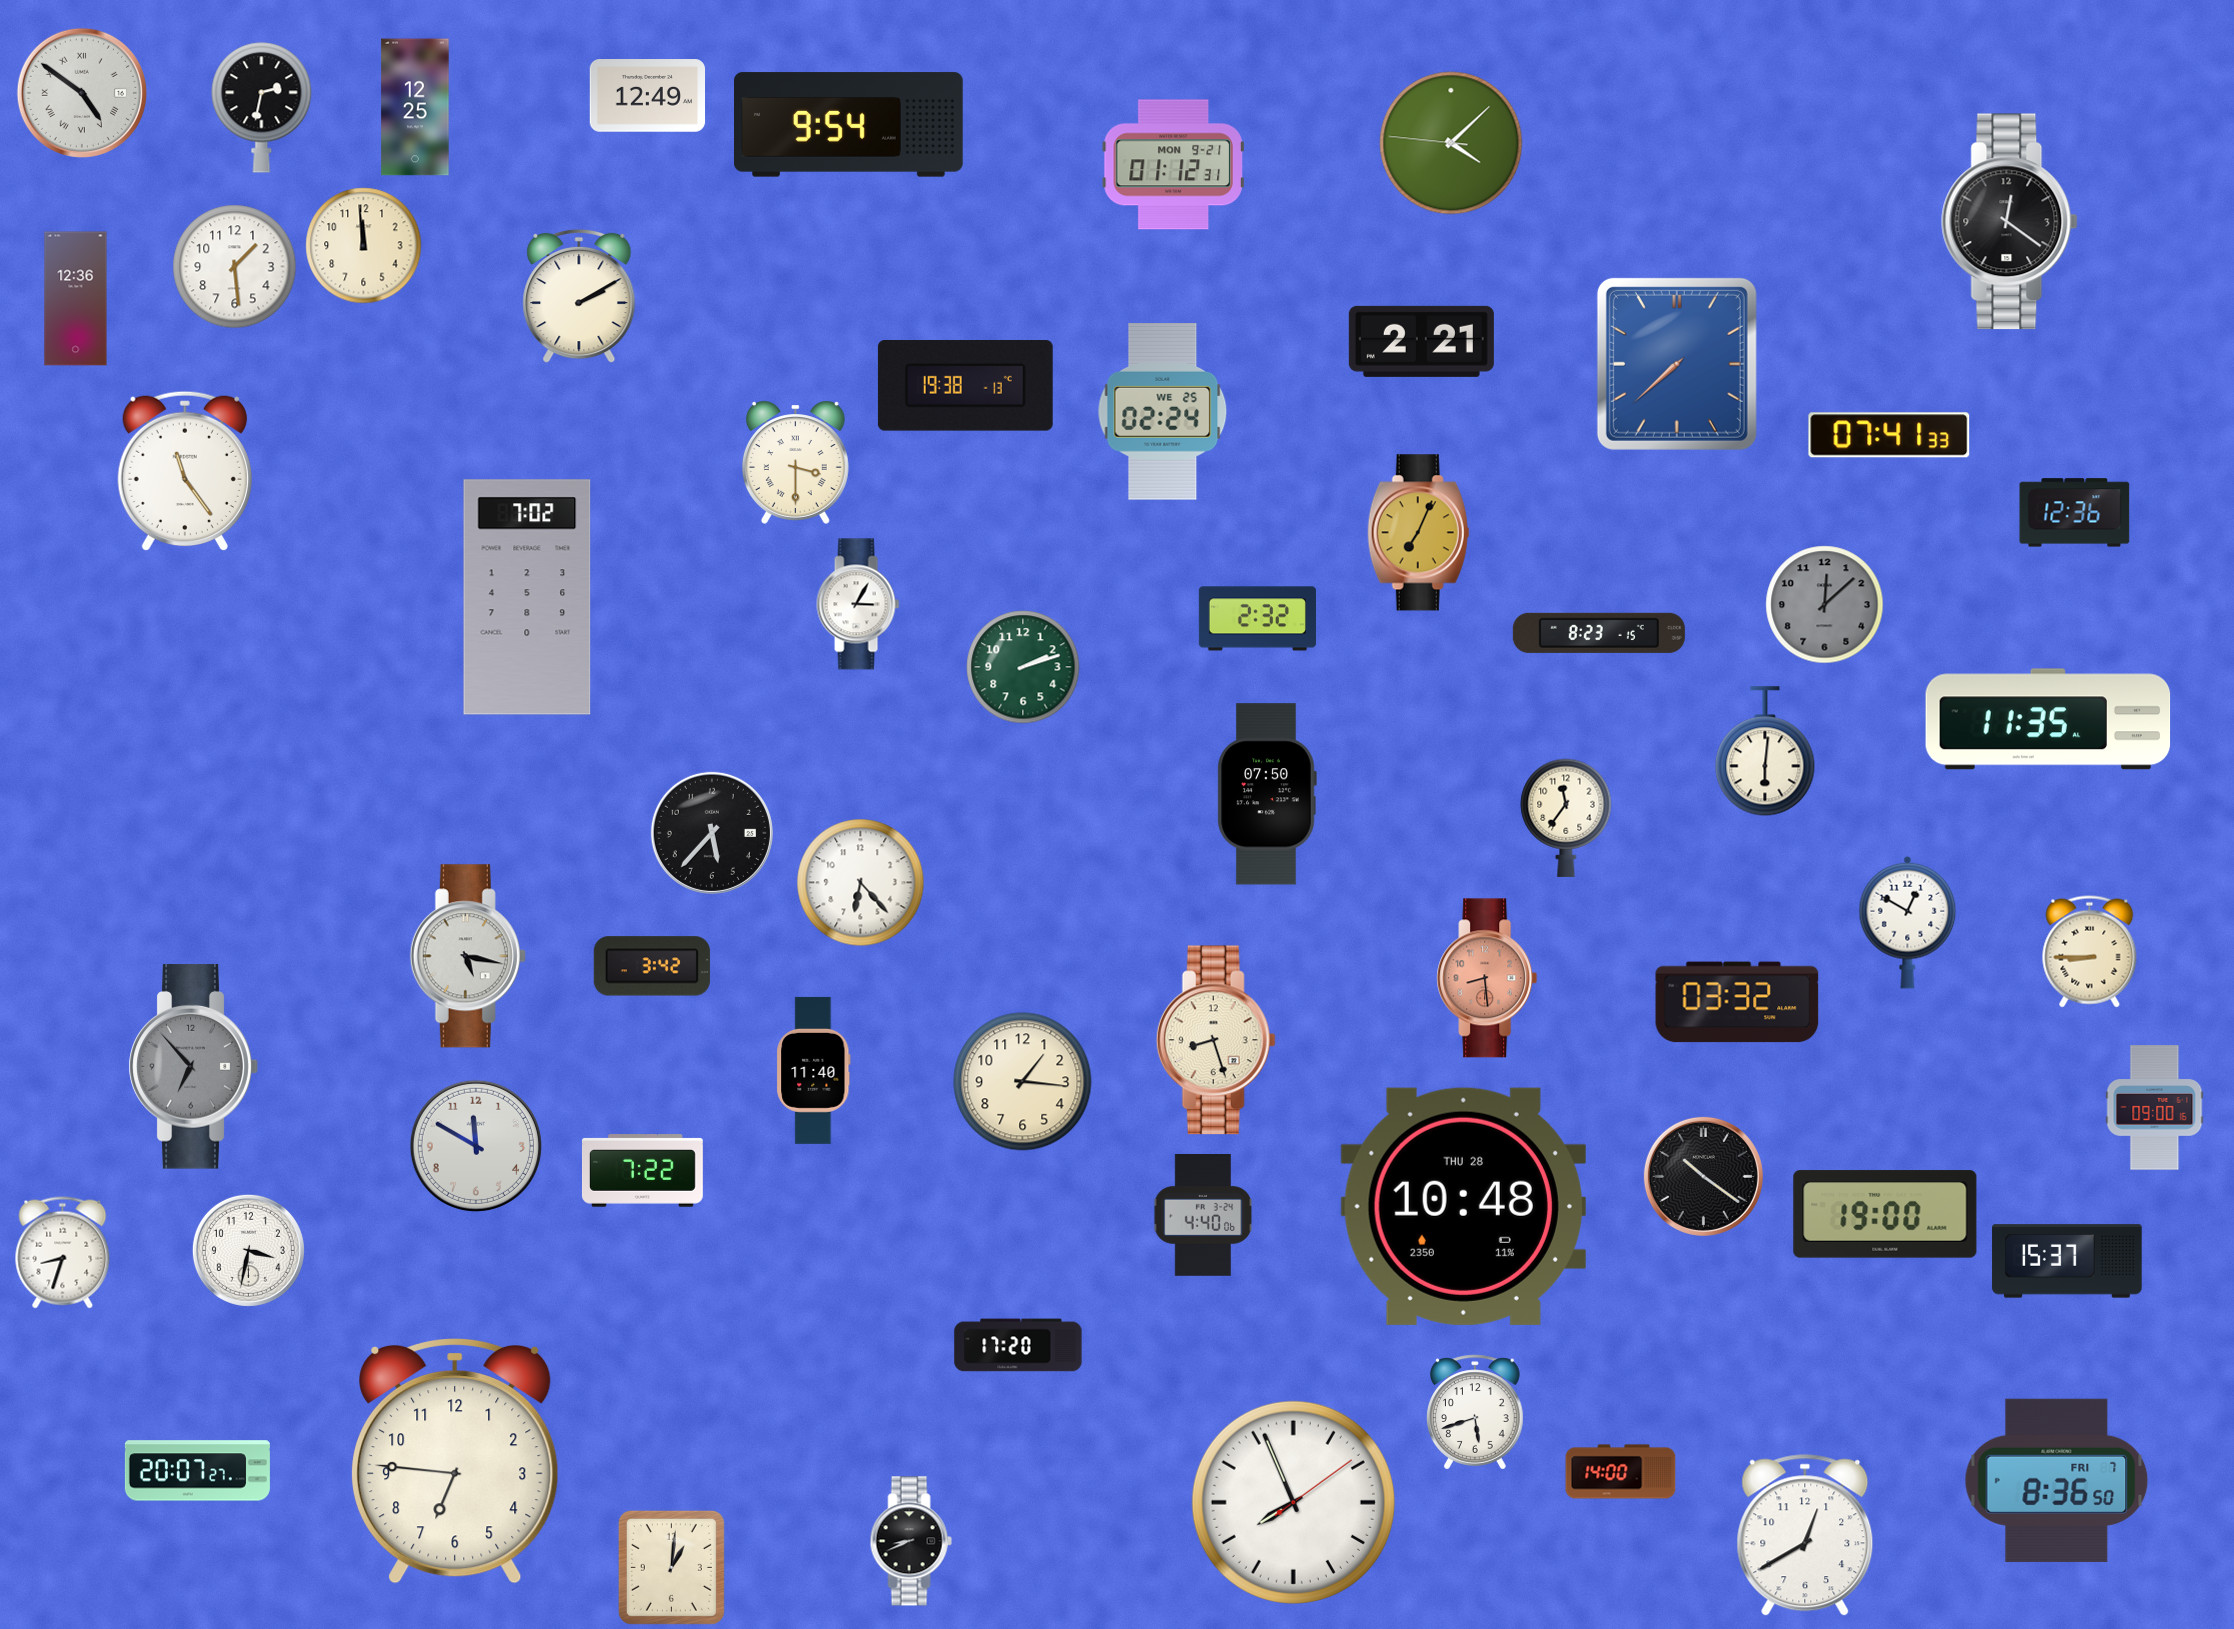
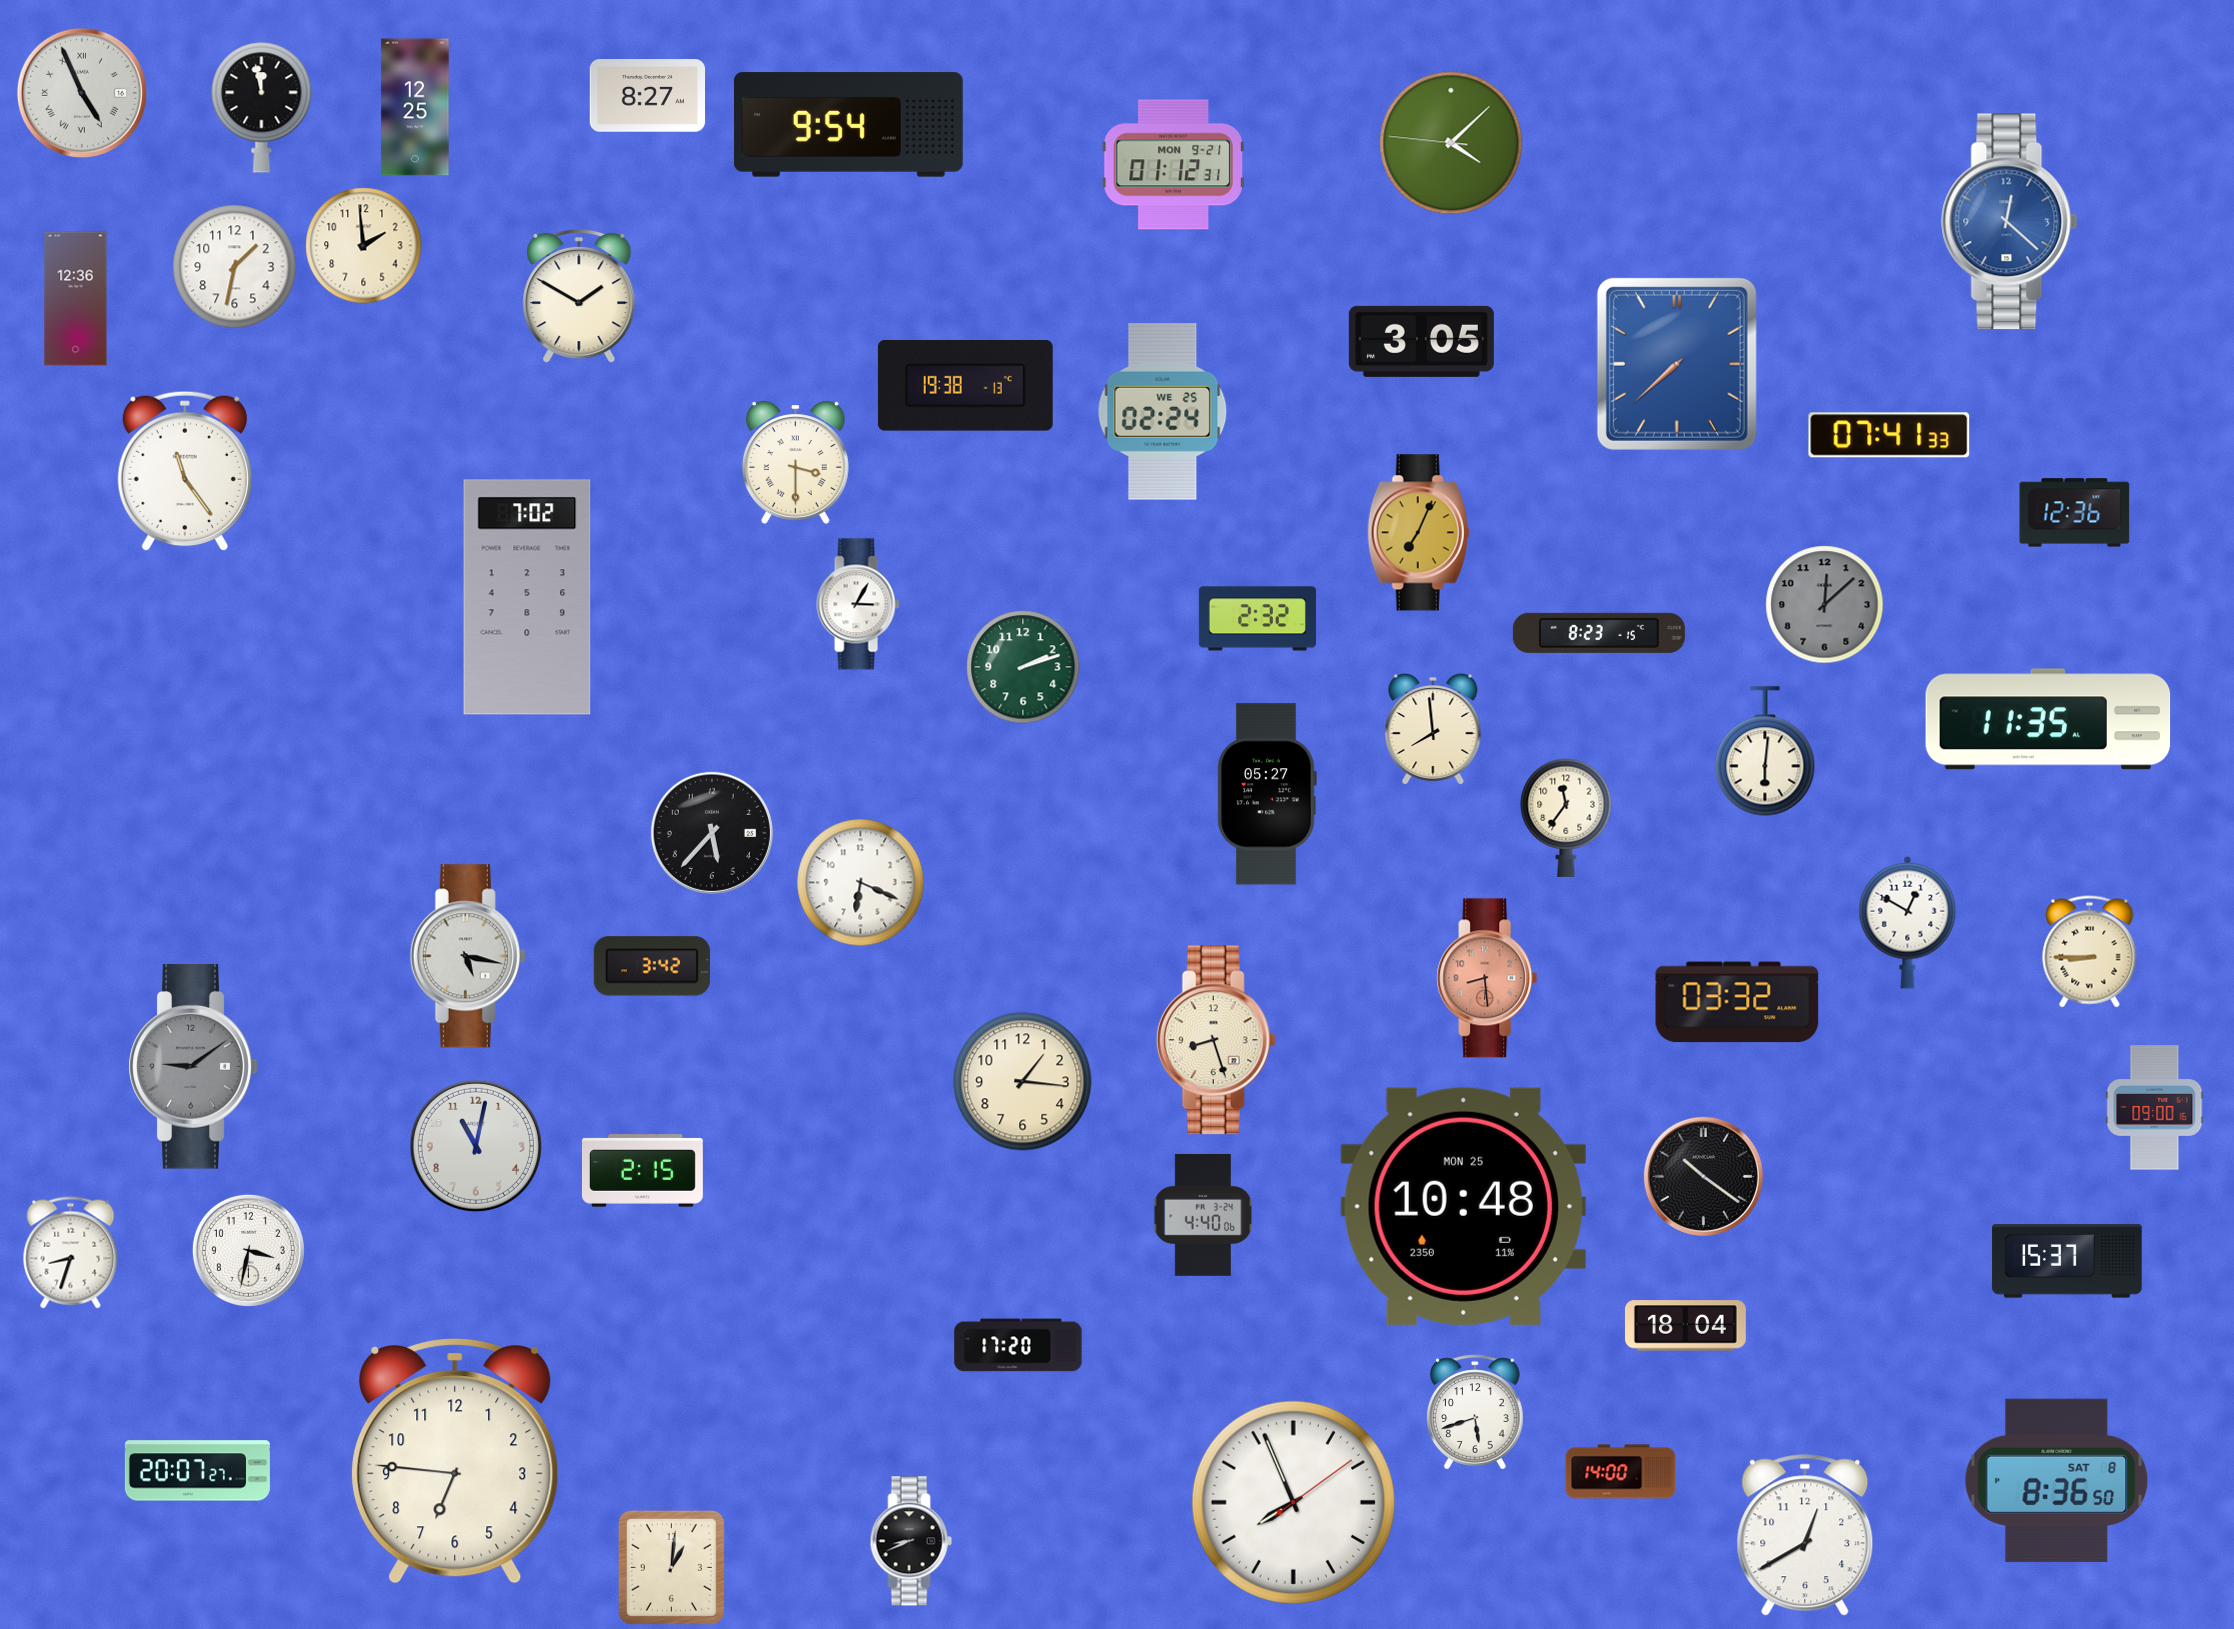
clock at (82, 93): 4:51 -> 4:56
clock at (648, 96): 12:49 -> 8:27
clock at (262, 108): 2:32 -> 11:58
clock at (2010, 222): 12:21 -> 12:22
clock at (2010, 222) dial: black -> blue
clock at (364, 246): 11:59 -> 1:59
clock at (235, 267): 1:29 -> 1:32
clock at (579, 296): 2:10 -> 1:50
clock at (1421, 341): 2:21 -> 3:05
clock at (1433, 729): none -> 7:59
clock at (1267, 794): 07:50 -> 05:27
clock at (861, 883): 6:23 -> 6:19
clock at (193, 1067): 6:53 -> 9:09
clock at (814, 1070): 11:40 -> none
clock at (476, 1146): 11:50 -> 11:02
clock at (642, 1171): 7:22 -> 2:15
clock at (1463, 1206) date: THU 28 -> MON 25
clock at (1885, 1214): 19:00 -> none
clock at (63, 1253) position: (63, 1253) -> (71, 1253)
clock at (1685, 1326): none -> 18:04
clock at (2057, 1480) date: FRI 7 -> SAT 8
